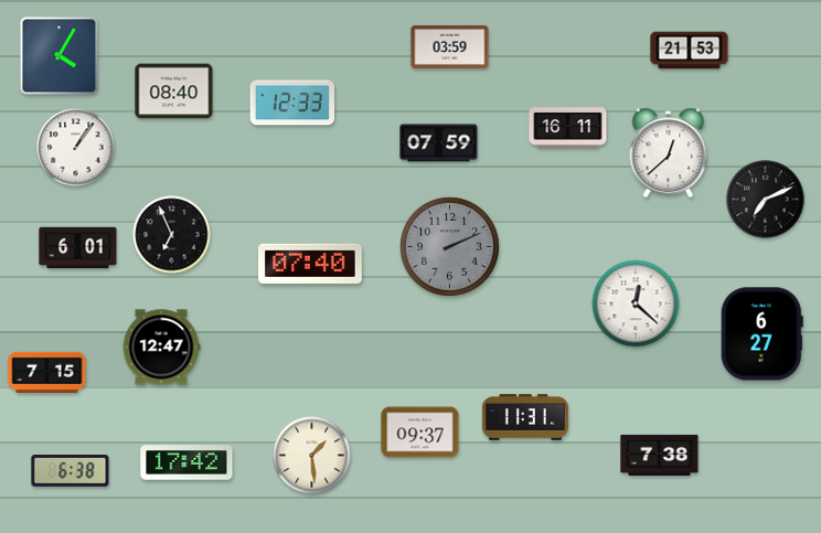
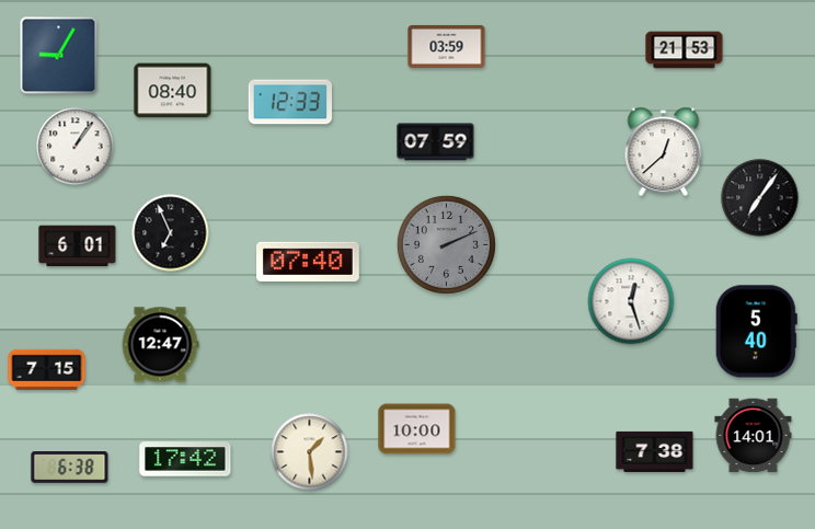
clock at (60, 56): 4:05 -> 9:05
clock at (568, 128): 16:11 -> none
clock at (766, 200): 7:11 -> 7:06
clock at (636, 303): 12:22 -> 12:27
clock at (761, 334): 6:27 -> 5:40
clock at (525, 417): 11:31 -> none
clock at (420, 433): 09:37 -> 10:00
clock at (754, 436): none -> 14:01
